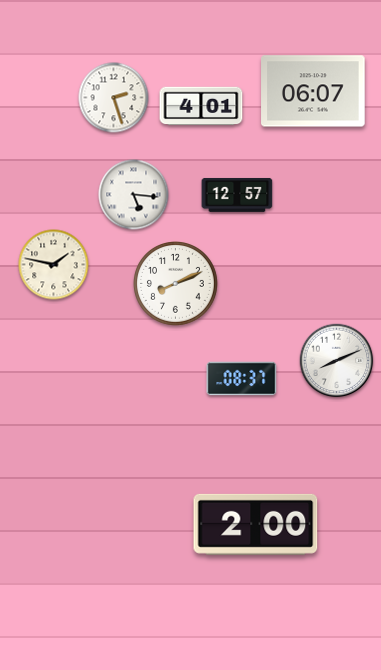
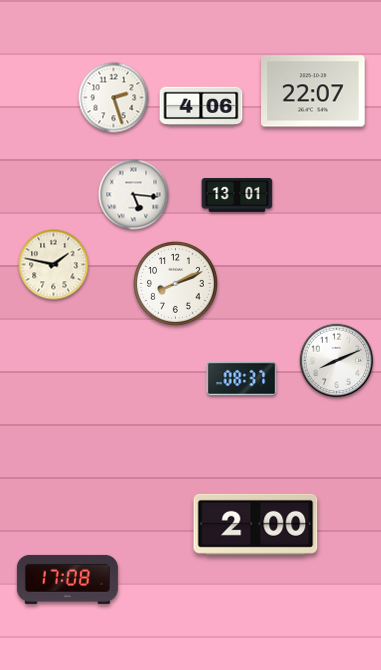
clock at (313, 91): 06:07 -> 22:07
clock at (201, 106): 4:01 -> 4:06
clock at (237, 195): 12:57 -> 13:01
clock at (67, 579): none -> 17:08
